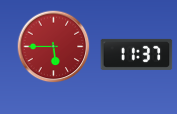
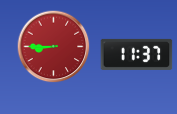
clock at (54, 47): 5:45 -> 8:45
